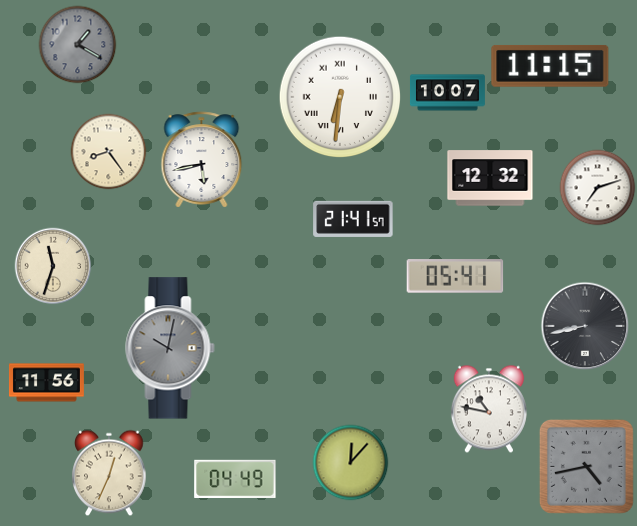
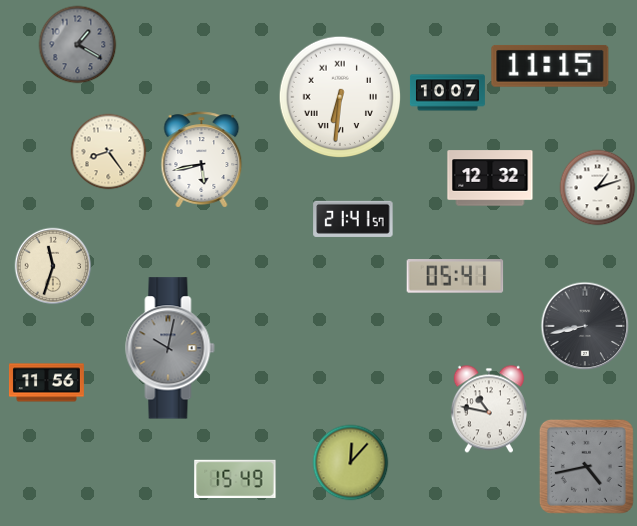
clock at (598, 188): 7:12 -> 1:12
clock at (109, 473): 12:34 -> none
clock at (235, 478): 04:49 -> 15:49
